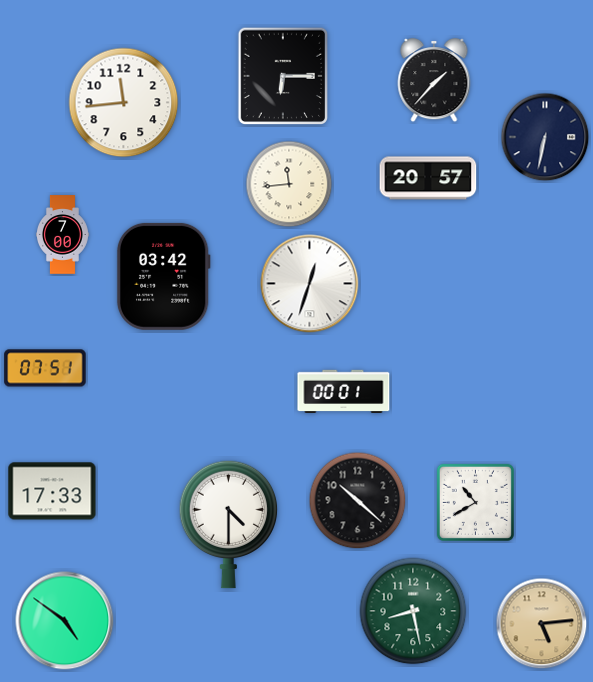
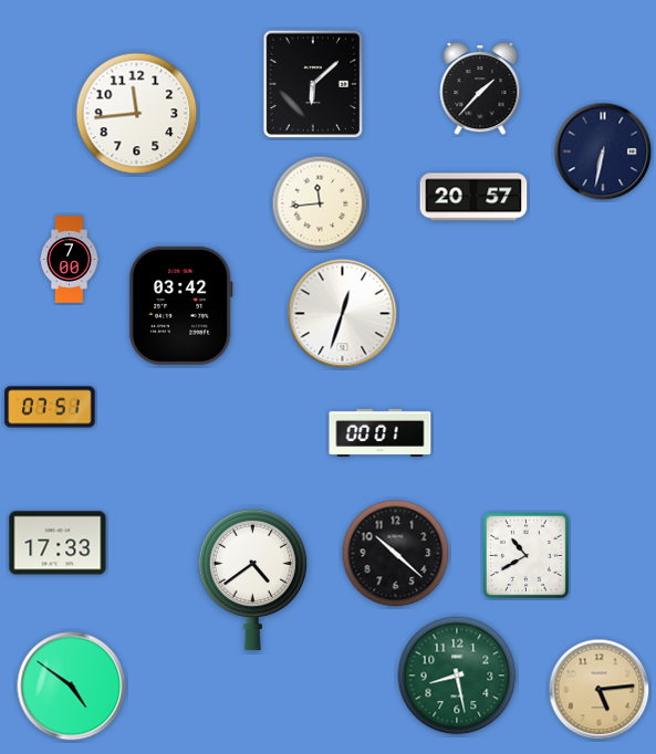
clock at (283, 76): 6:15 -> 6:08
clock at (229, 524): 4:30 -> 4:39
